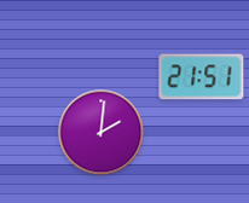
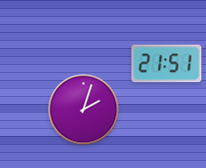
clock at (102, 133): 2:01 -> 2:03
